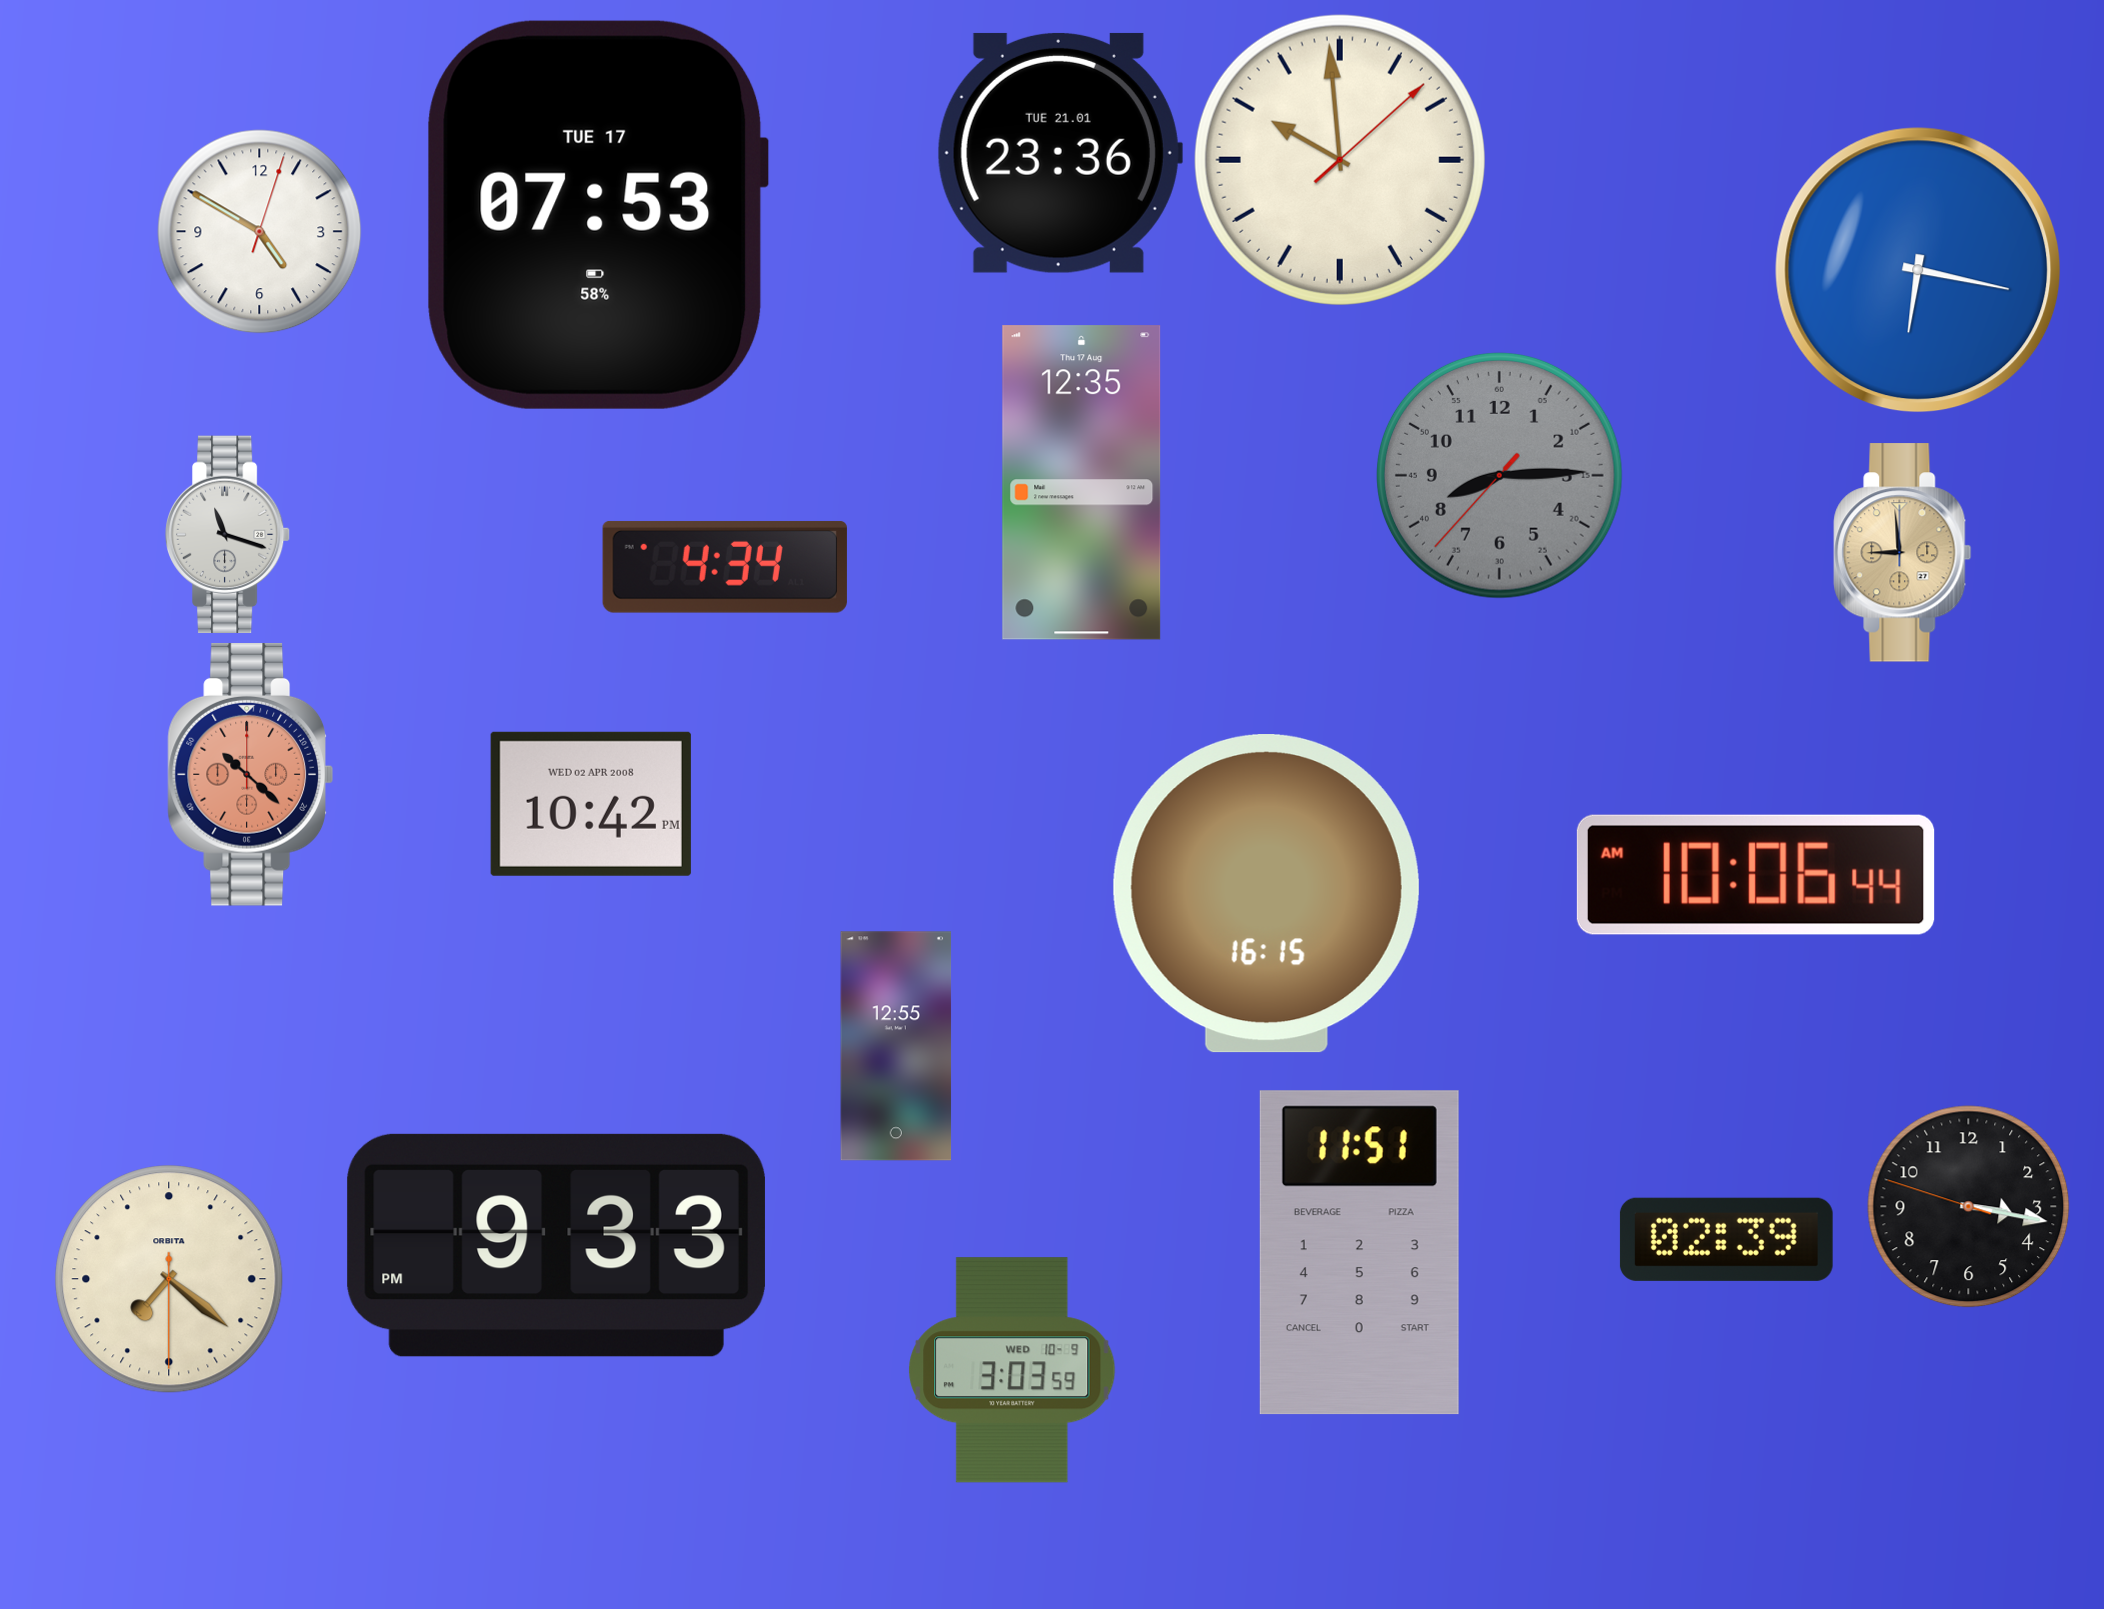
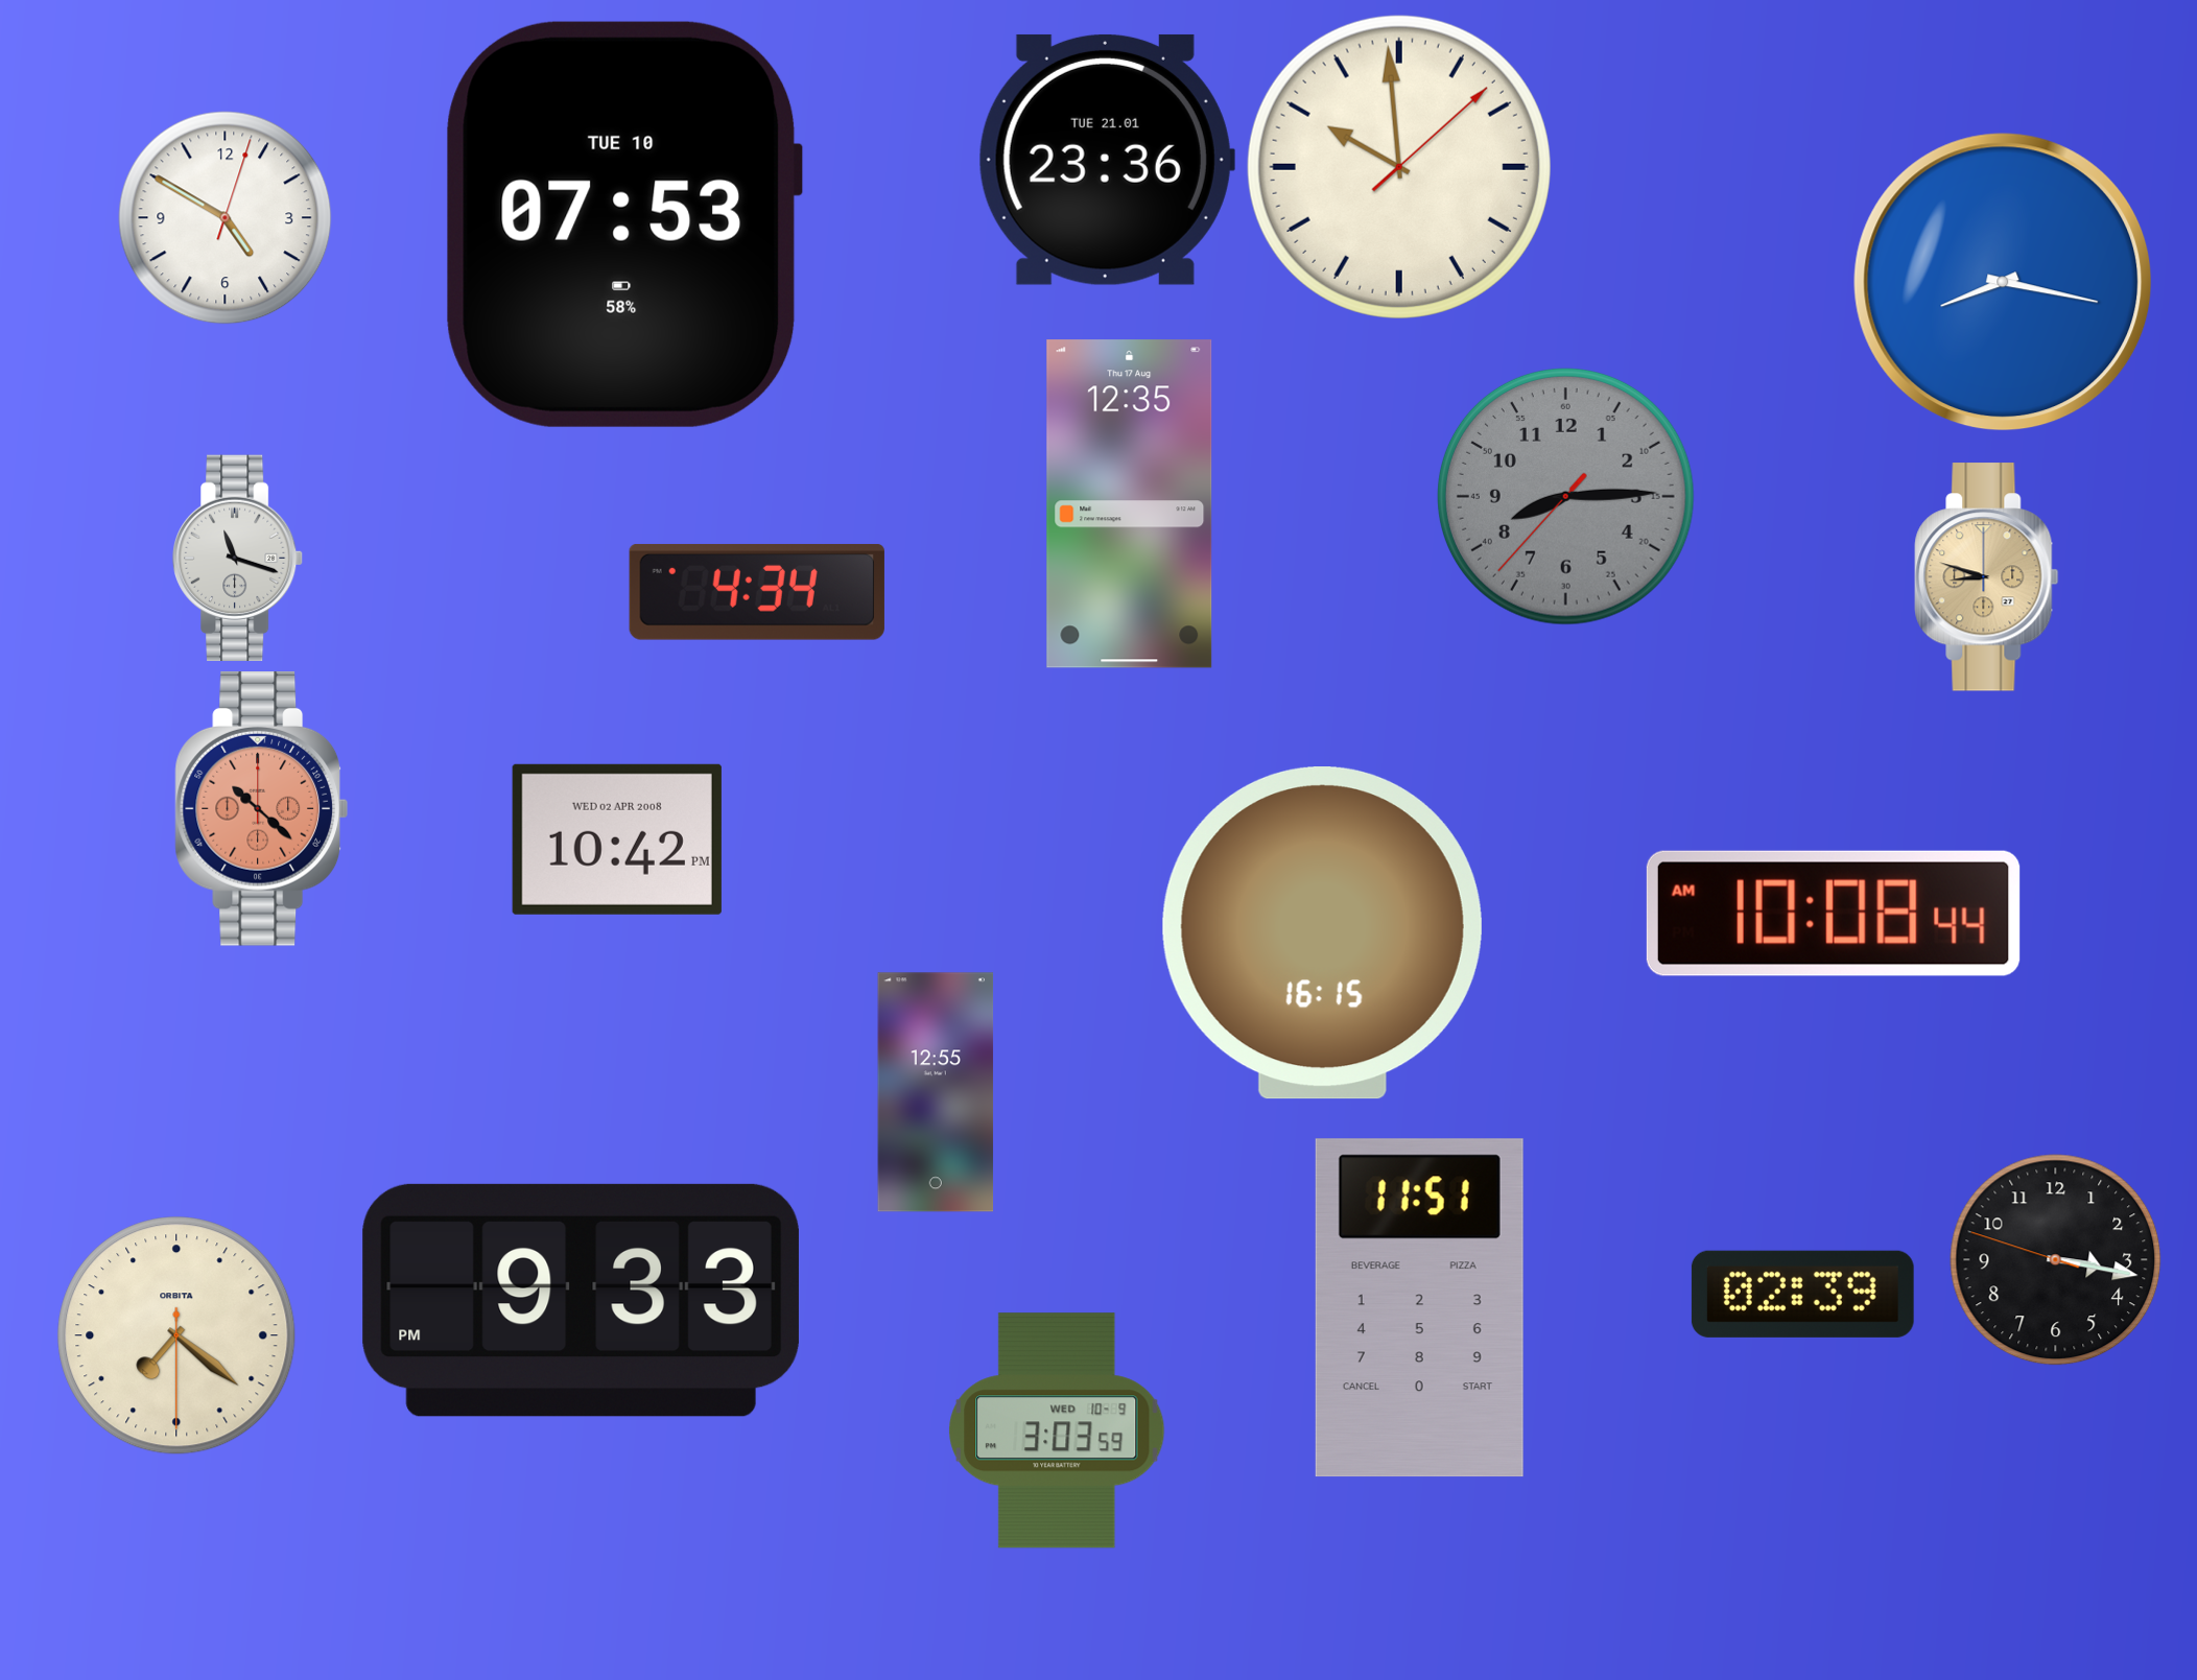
clock at (598, 215) date: TUE 17 -> TUE 10
clock at (260, 232) position: (260, 232) -> (226, 218)
clock at (1918, 270): 6:17 -> 8:17
clock at (1903, 553): 8:59 -> 8:48
clock at (1756, 875): 10:06 -> 10:08
